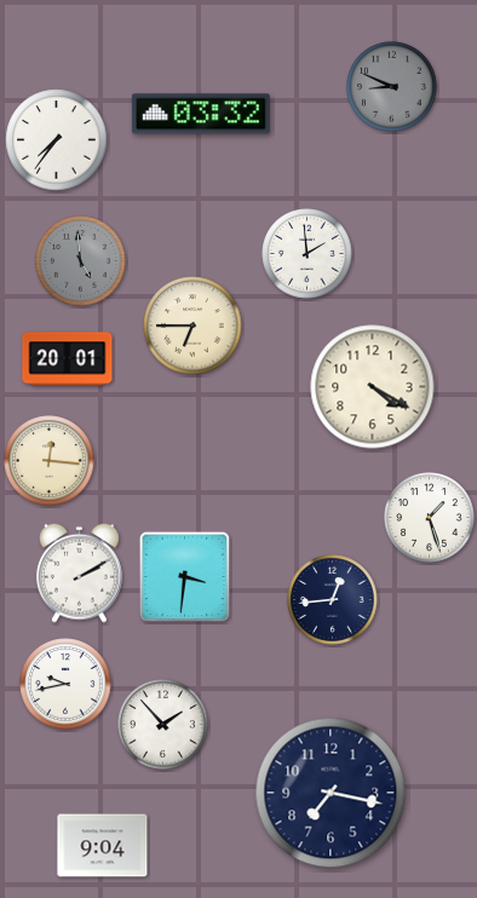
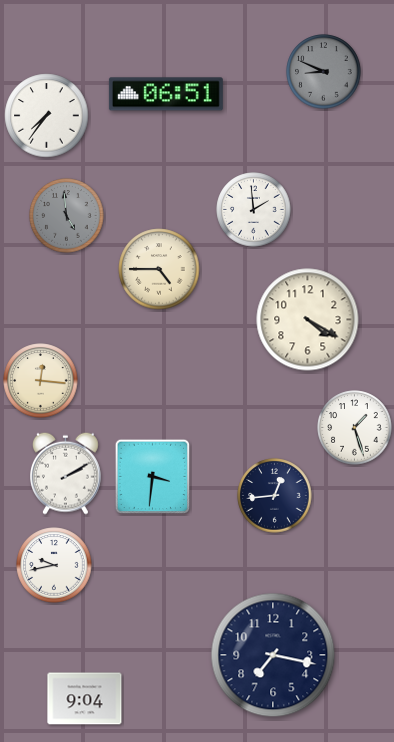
clock at (201, 114): 03:32 -> 06:51
clock at (192, 326): 6:45 -> 4:45
clock at (68, 359): 20:01 -> none
clock at (163, 725): 1:53 -> none
